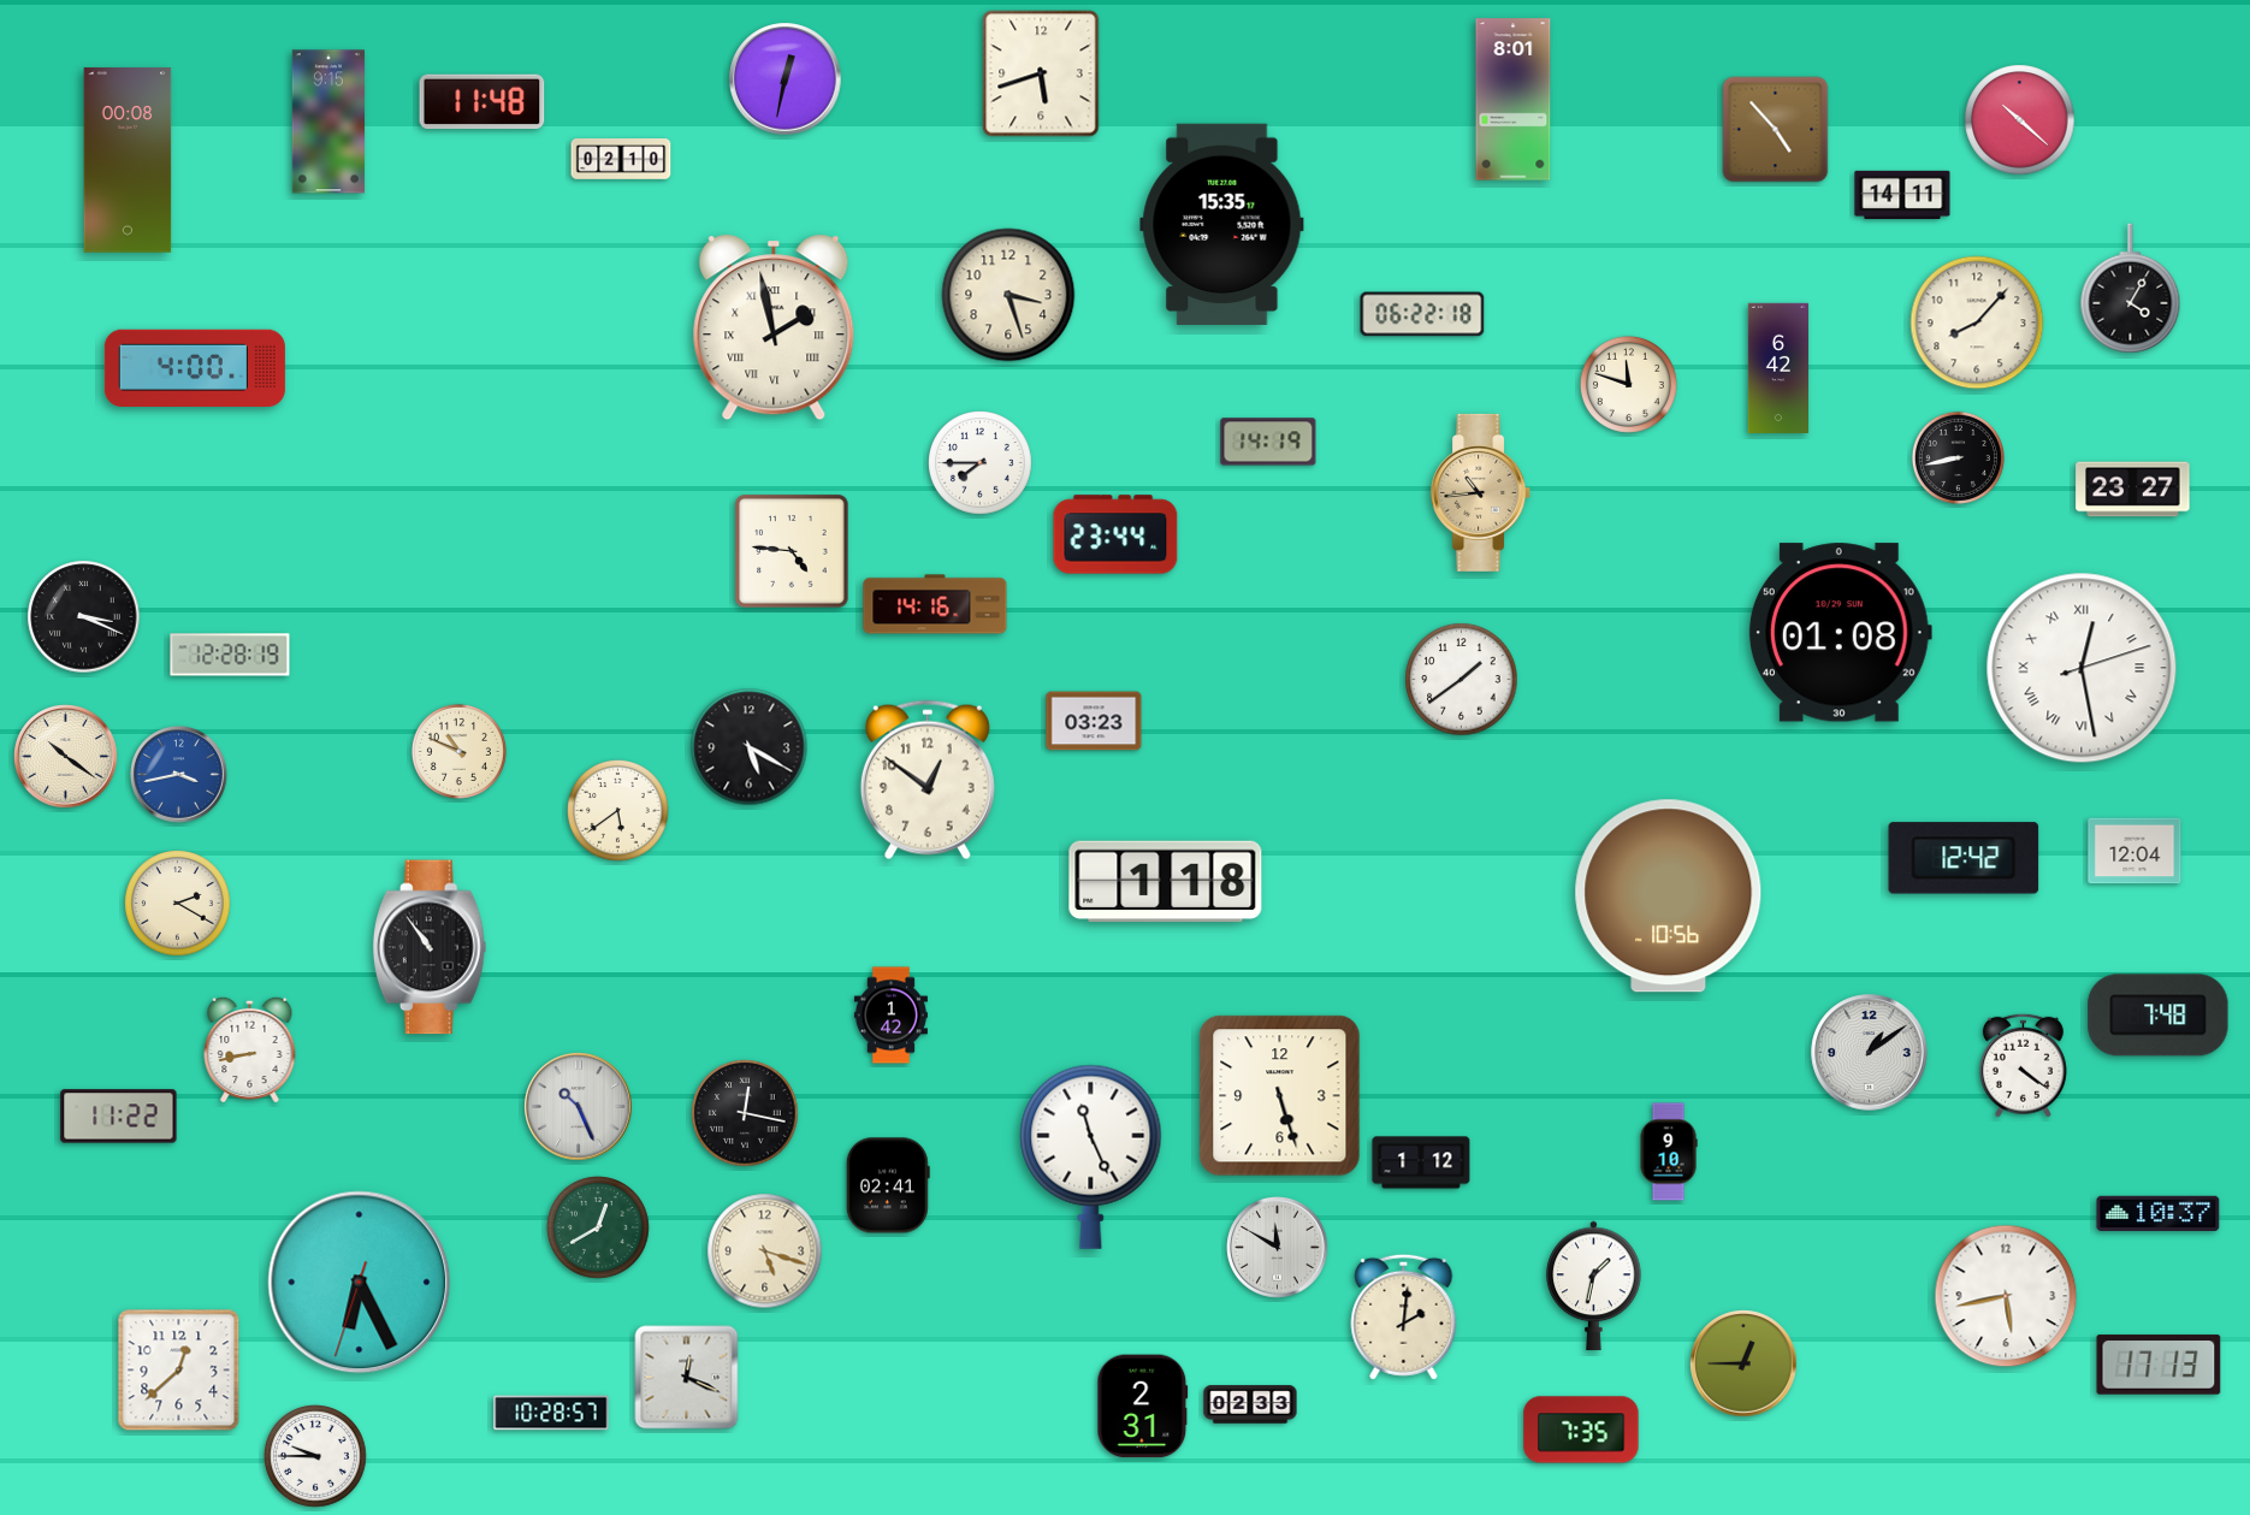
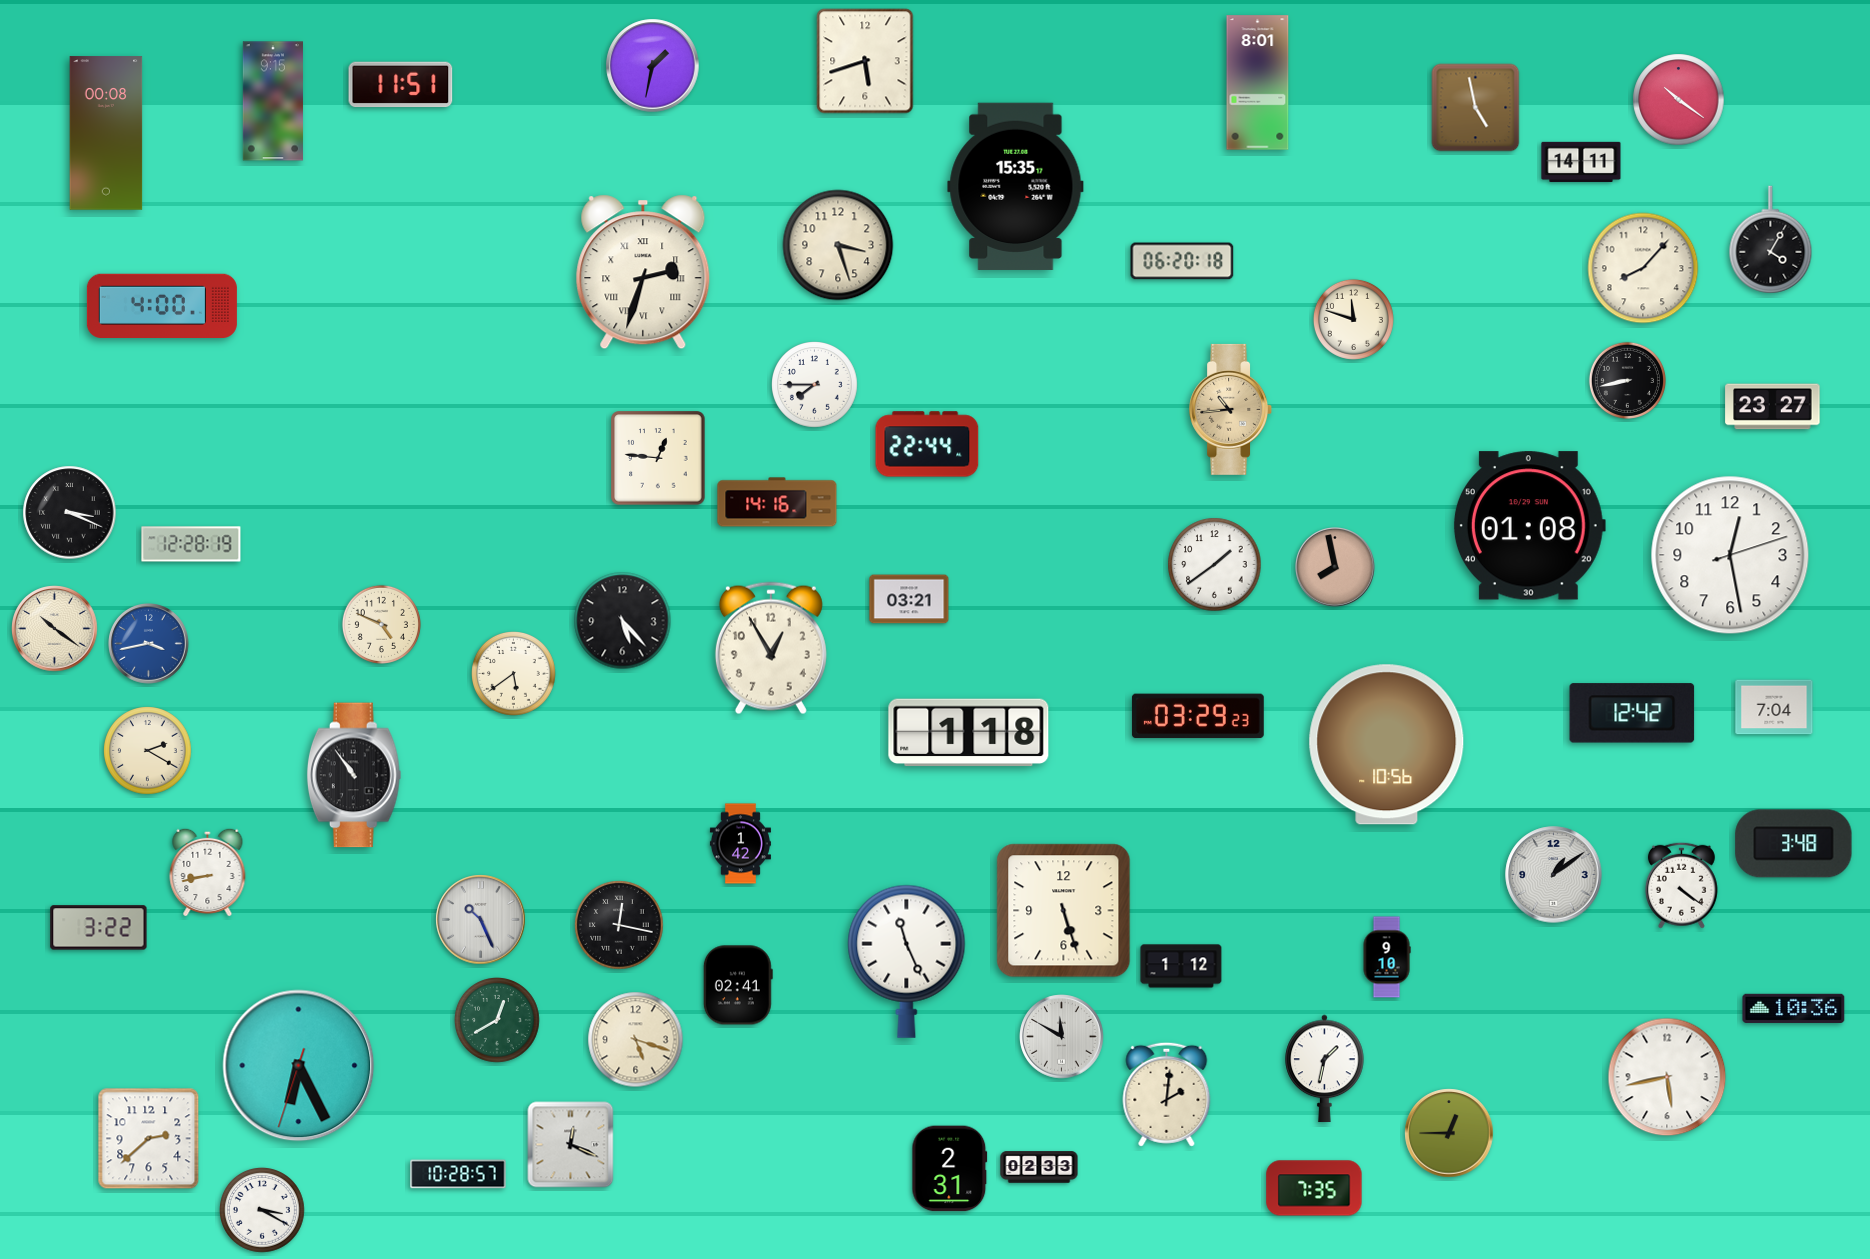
clock at (786, 79): 12:32 -> 1:32
clock at (482, 102): 11:48 -> 11:51
clock at (2020, 120): 10:22 -> 10:21
clock at (1776, 130): 4:53 -> 4:58
clock at (621, 159): 02:10 -> none
clock at (1422, 314): 06:22 -> 06:20
clock at (774, 327): 1:58 -> 2:33
clock at (1777, 367): 6:42 -> none
clock at (1268, 442): 14:19 -> none
clock at (1115, 534): 23:44 -> 22:44
clock at (792, 551): 4:46 -> 12:46
clock at (2082, 668) numerals: Roman -> Arabic
clock at (1336, 568): none -> 7:58
clock at (1094, 721): 03:23 -> 03:21
clock at (750, 747): 5:20 -> 5:23
clock at (458, 751): 10:49 -> 4:49
clock at (928, 780): 12:51 -> 12:55
clock at (2134, 851): 12:04 -> 7:04
clock at (1198, 716): none -> 03:29
clock at (430, 947) position: (430, 947) -> (354, 775)
clock at (2159, 1016): 7:48 -> 3:48
clock at (119, 1117): 11:22 -> 3:22
clock at (2159, 1213): 10:37 -> 10:36
clock at (2159, 1365): 17:13 -> none
clock at (179, 1371): 12:38 -> 2:38
clock at (316, 1457): 9:45 -> 3:20
